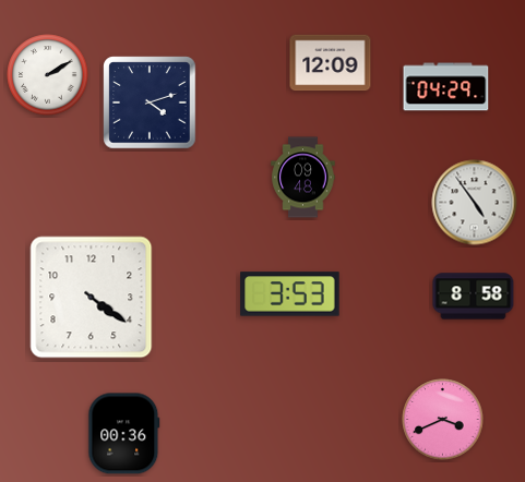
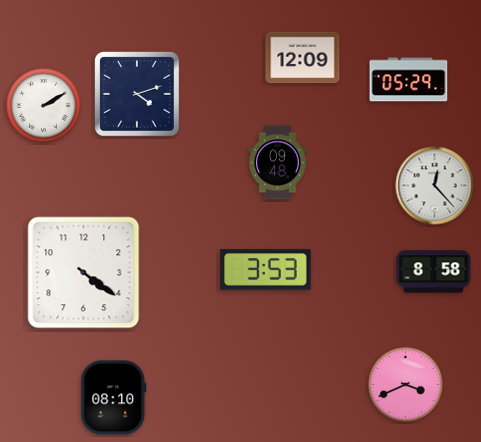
clock at (48, 75) position: (48, 75) -> (44, 106)
clock at (446, 87): 04:29 -> 05:29
clock at (475, 203): 4:54 -> 12:23
clock at (124, 434): 00:36 -> 08:10
